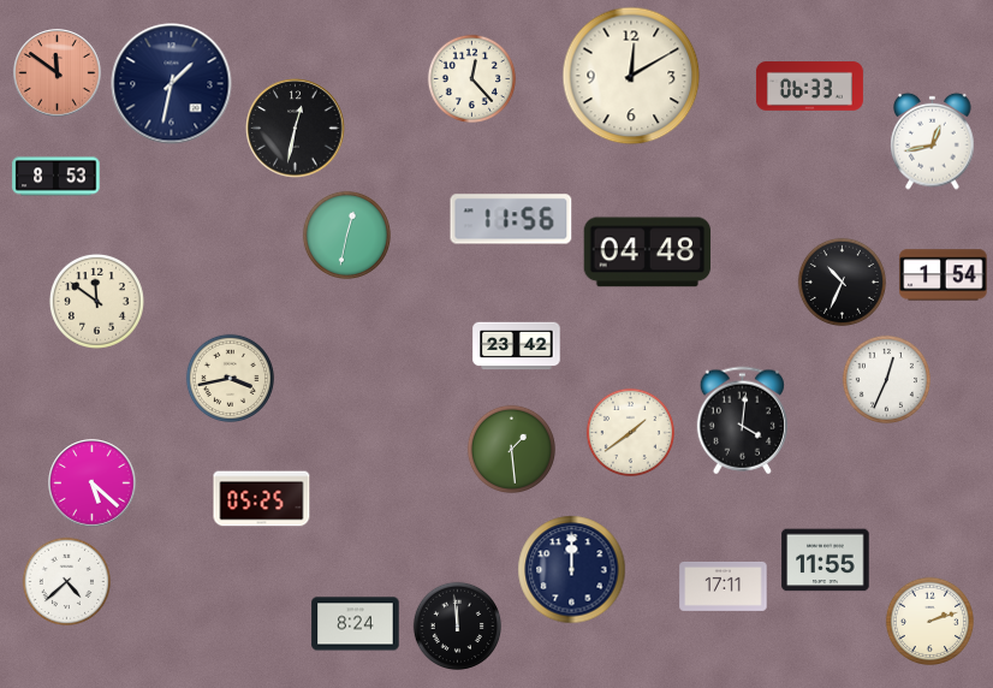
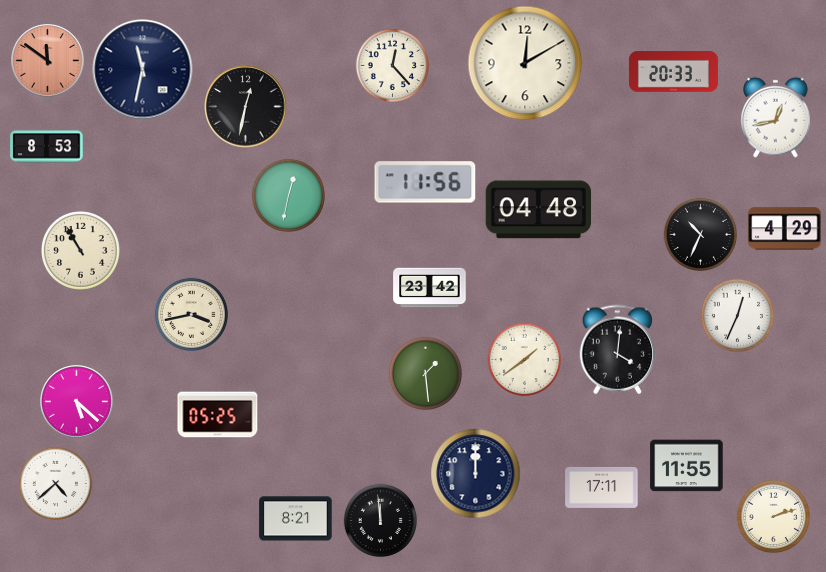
clock at (172, 84): 1:32 -> 11:32
clock at (809, 87): 06:33 -> 20:33
clock at (944, 275): 1:54 -> 4:29
clock at (96, 301): 11:51 -> 10:55
clock at (356, 624): 8:24 -> 8:21
